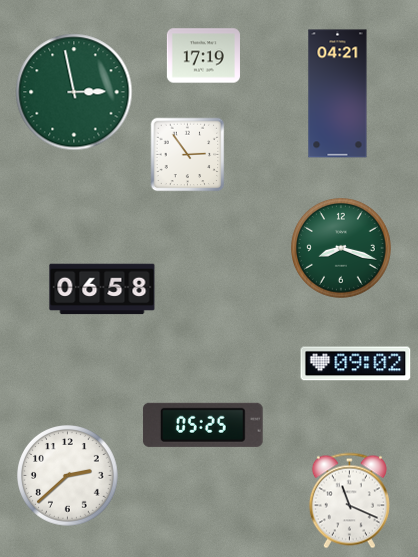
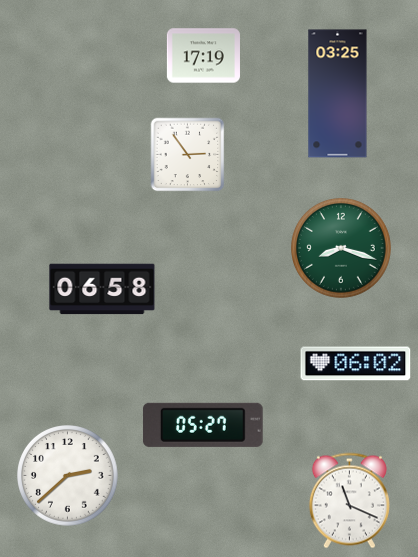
clock at (74, 92): 2:58 -> none
clock at (338, 94): 04:21 -> 03:25
clock at (356, 364): 09:02 -> 06:02
clock at (203, 425): 05:25 -> 05:27
